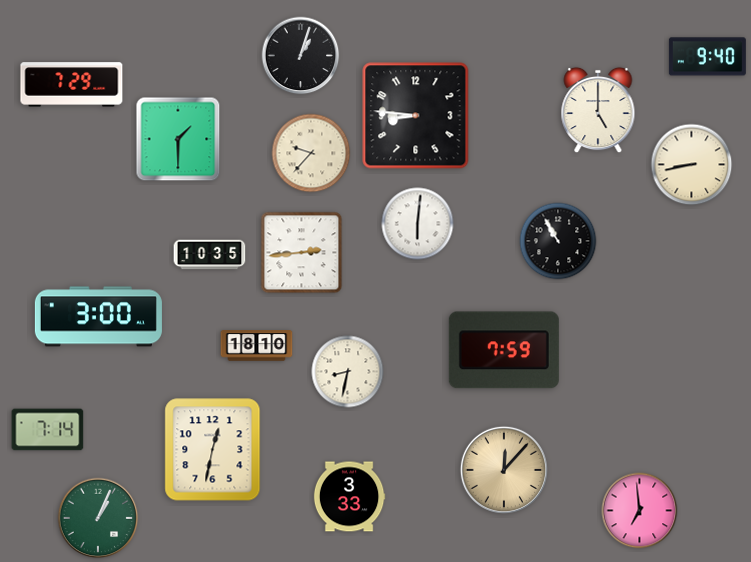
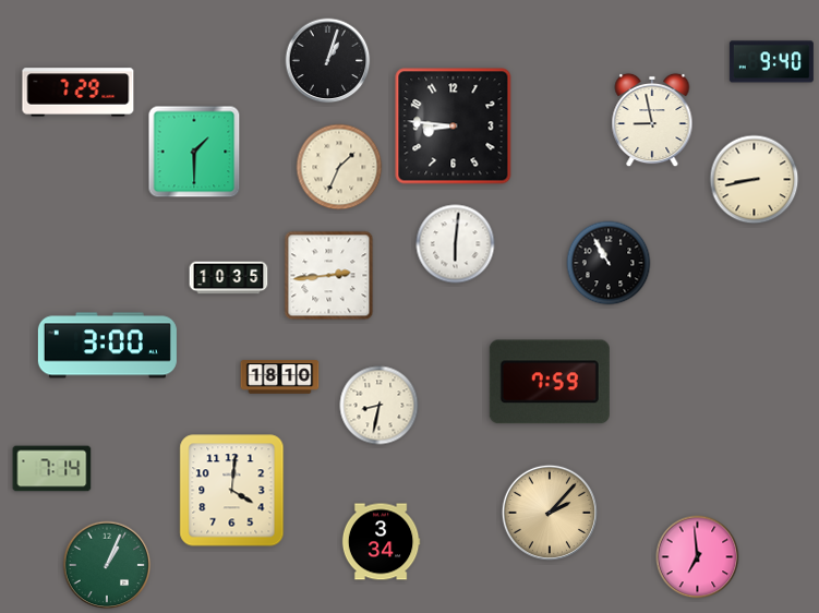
clock at (598, 110): 5:00 -> 8:58
clock at (311, 153): 9:37 -> 1:34
clock at (213, 450): 12:32 -> 4:01
clock at (504, 470): 12:07 -> 2:07
clock at (349, 497): 3:33 -> 3:34
